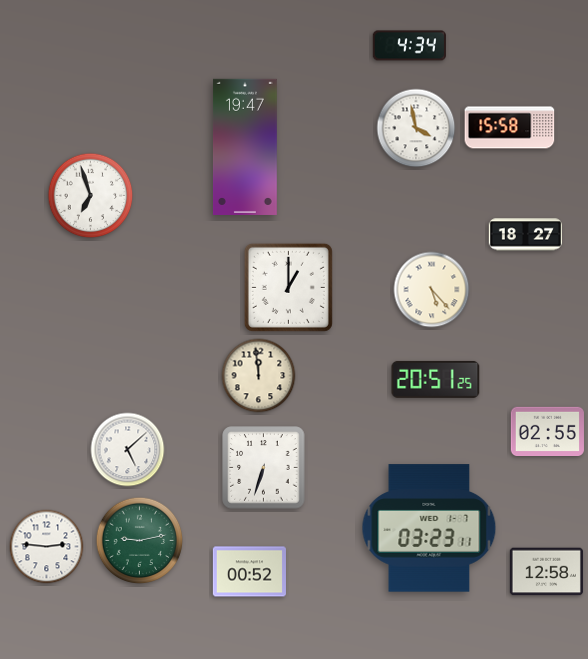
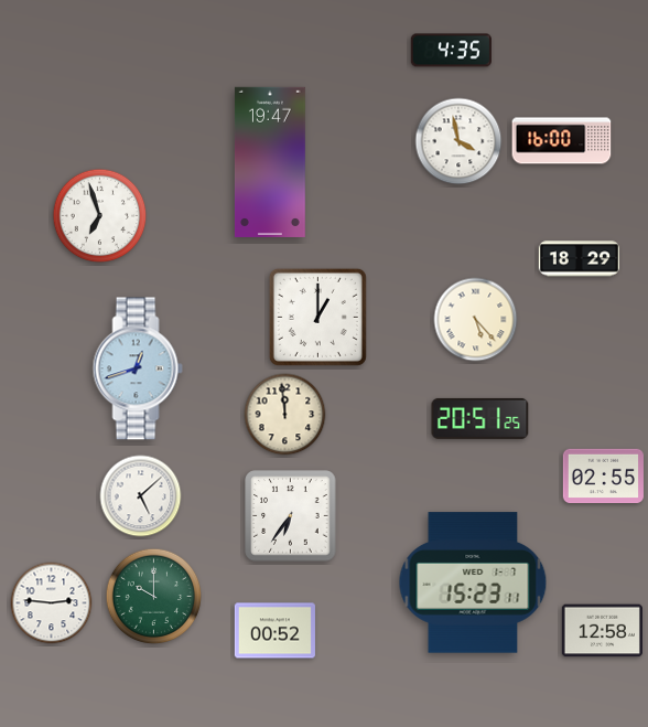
clock at (409, 46): 4:34 -> 4:35
clock at (510, 128): 15:58 -> 16:00
clock at (525, 235): 18:27 -> 18:29
clock at (138, 368): none -> 12:42
clock at (264, 468): 6:33 -> 6:36
clock at (429, 528): 03:23 -> 15:23
clock at (140, 541): 9:13 -> 10:00
